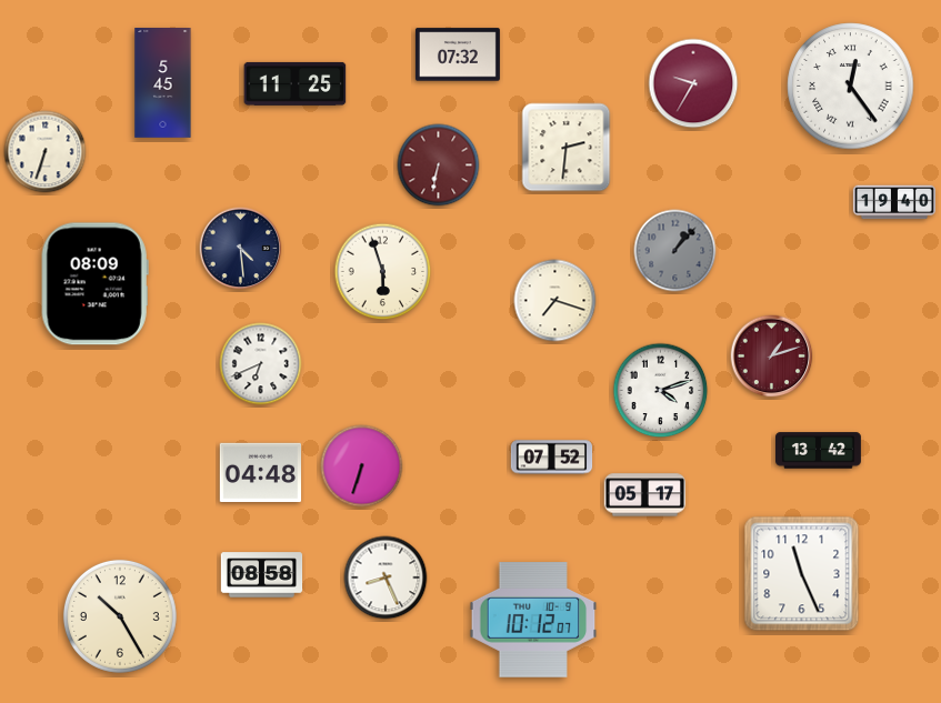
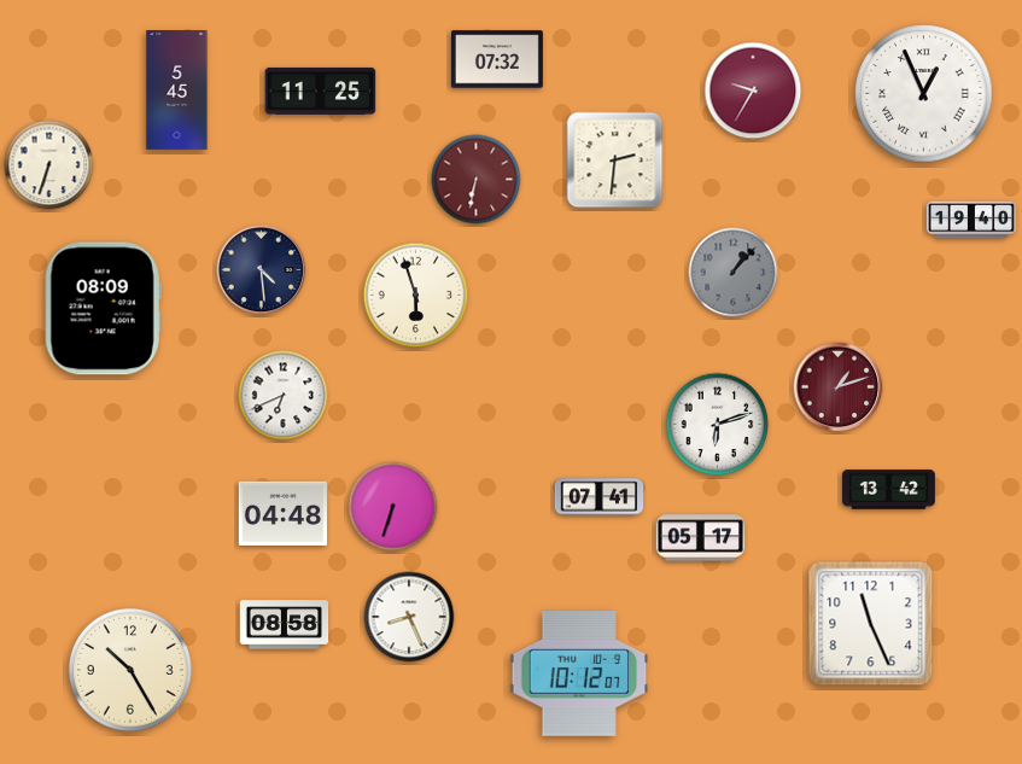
clock at (851, 87): 12:24 -> 12:56
clock at (555, 301): 7:18 -> none
clock at (661, 391): 4:12 -> 6:12
clock at (552, 458): 07:52 -> 07:41
clock at (386, 578) position: (386, 578) -> (409, 617)
